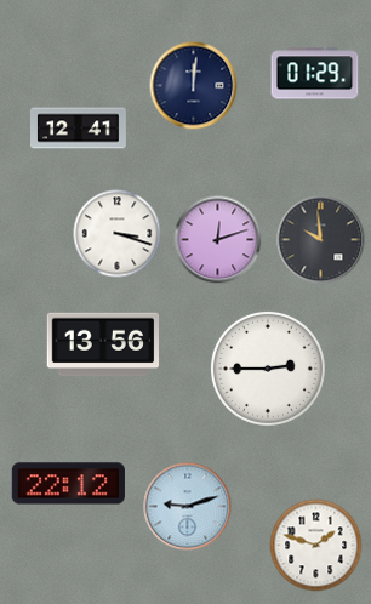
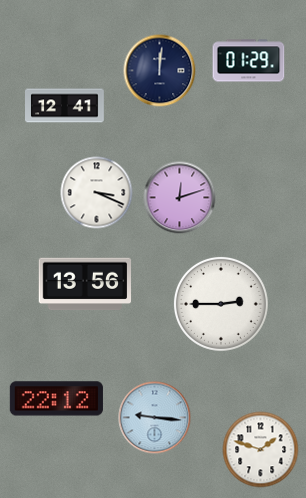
clock at (315, 74) position: (315, 74) -> (249, 61)
clock at (118, 234): 3:18 -> 3:19
clock at (321, 240): 9:59 -> none
clock at (188, 507): 9:12 -> 9:16
